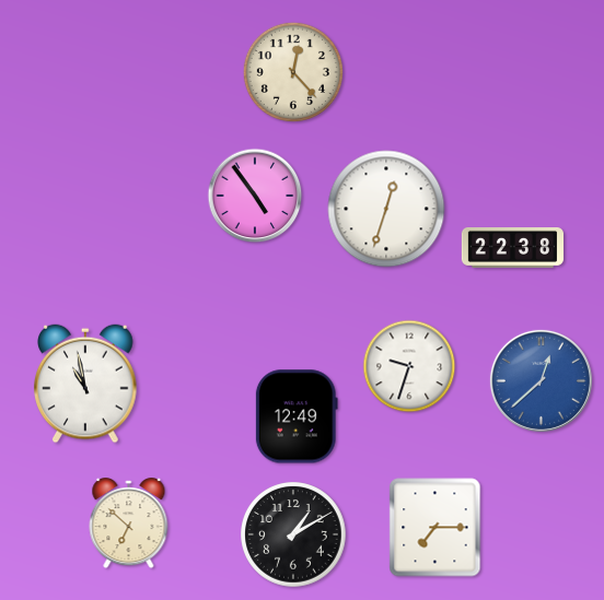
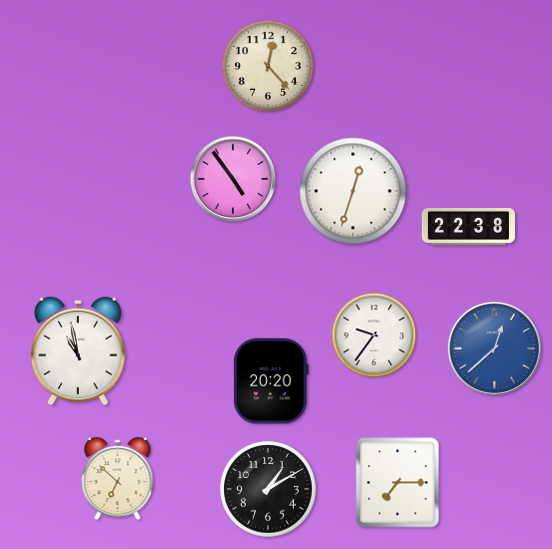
clock at (409, 366): 9:33 -> 9:36
clock at (297, 416): 12:49 -> 20:20
